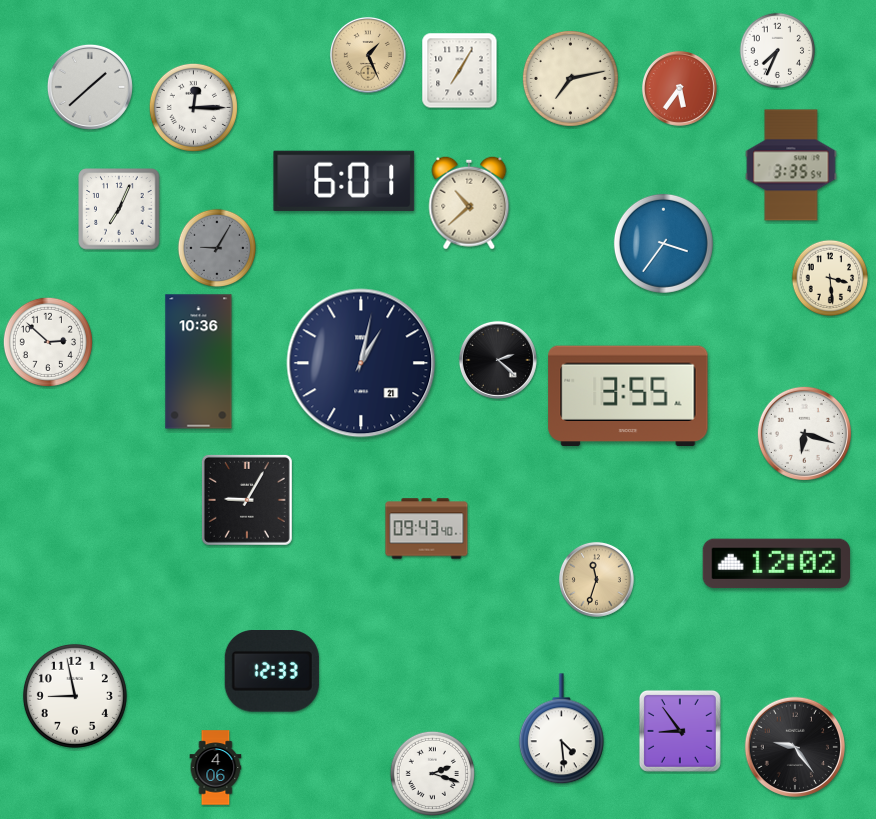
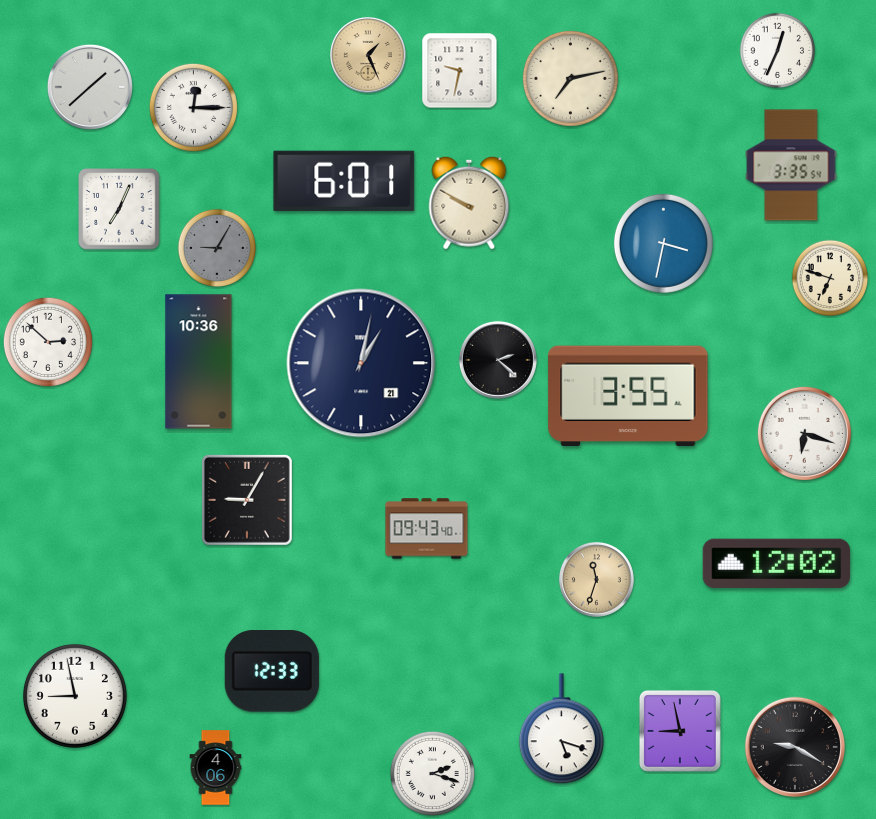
clock at (778, 51): 7:34 -> 12:34
clock at (460, 71): 7:05 -> 9:32
clock at (679, 88): 5:36 -> none
clock at (469, 203): 10:38 -> 9:50
clock at (663, 243): 3:36 -> 3:32
clock at (830, 278): 3:29 -> 6:48
clock at (561, 729): 4:29 -> 5:18
clock at (680, 731): 8:54 -> 8:58
clock at (794, 746): 9:24 -> 9:20
